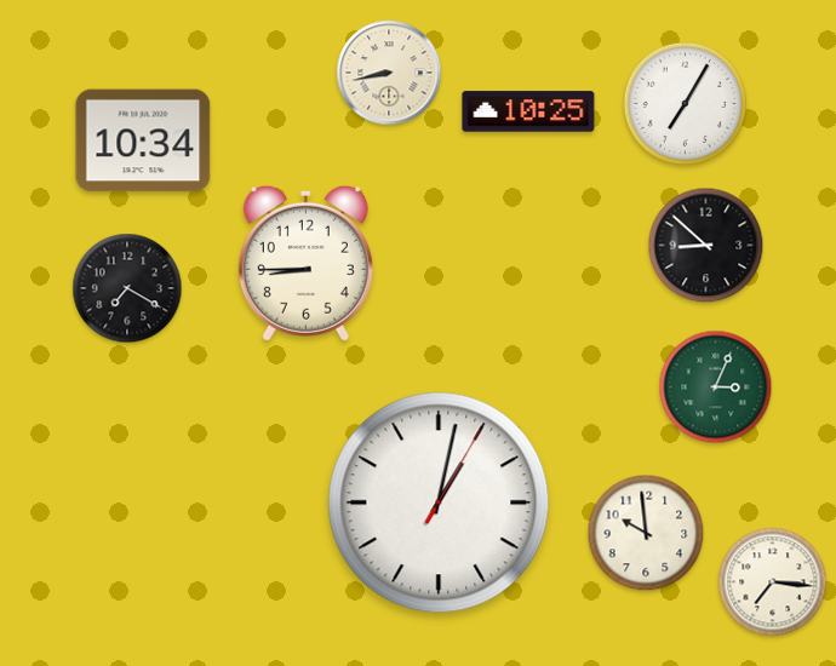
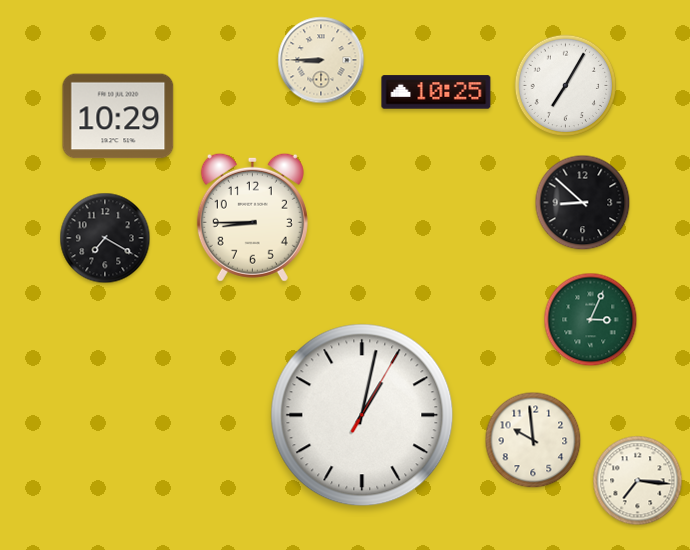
clock at (389, 73): 8:43 -> 8:45
clock at (143, 140): 10:34 -> 10:29
